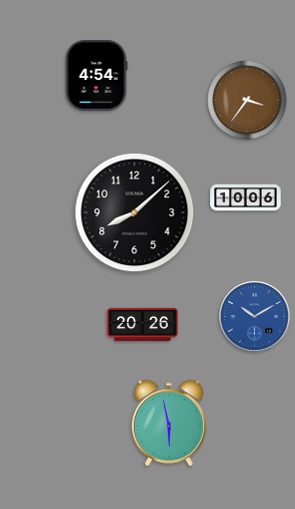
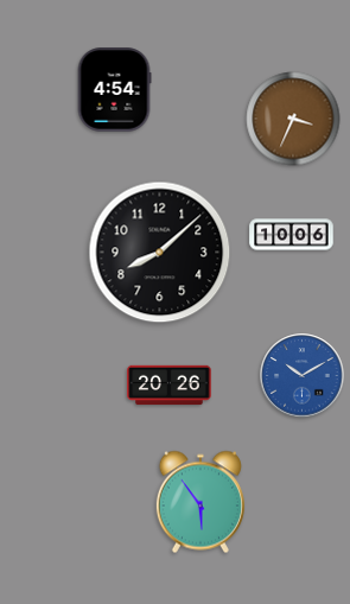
clock at (247, 100): 3:36 -> 3:34
clock at (169, 423): 5:58 -> 5:54
